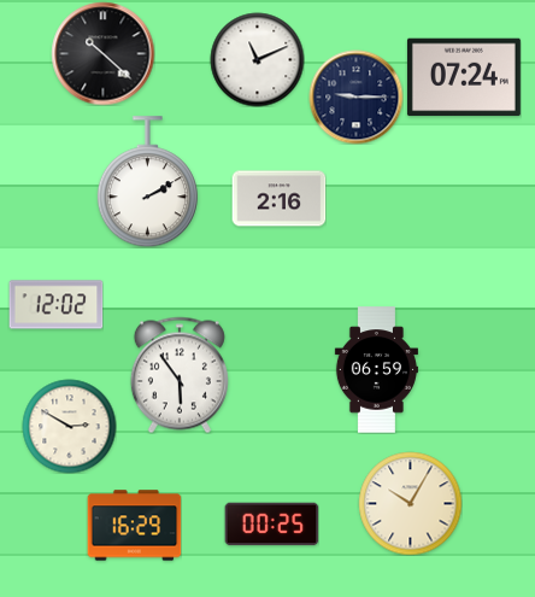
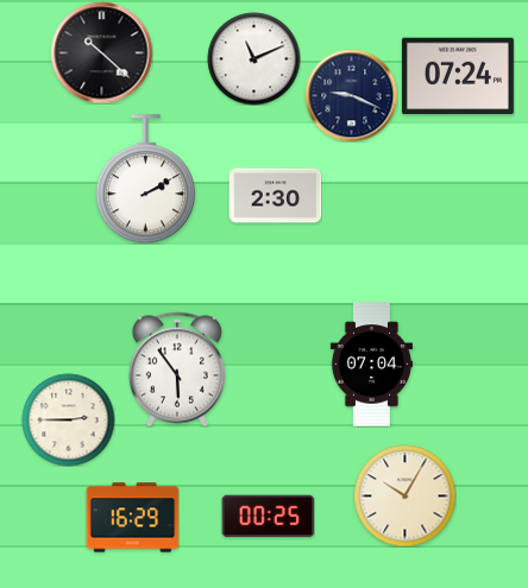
clock at (355, 96): 9:15 -> 9:19
clock at (278, 199): 2:16 -> 2:30
clock at (55, 305): 12:02 -> none
clock at (376, 370): 06:59 -> 07:04
clock at (69, 426): 2:50 -> 2:45
